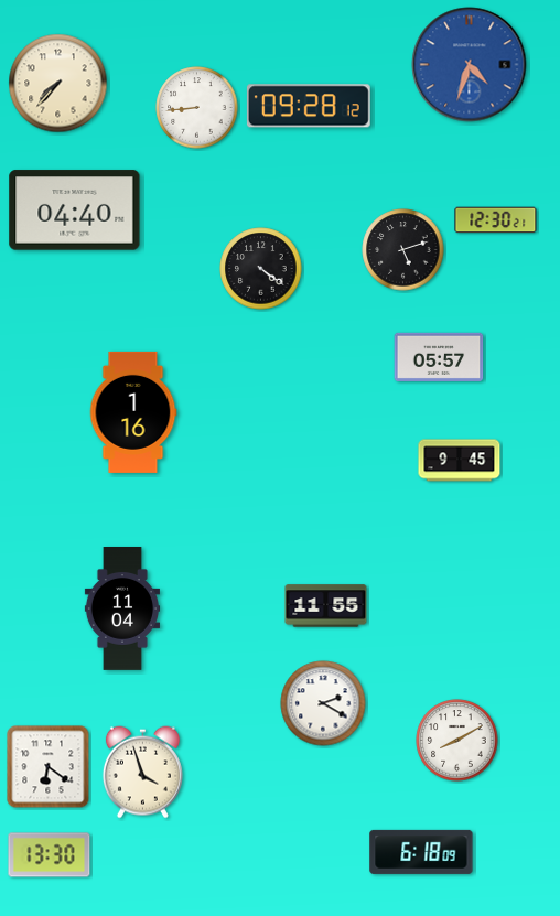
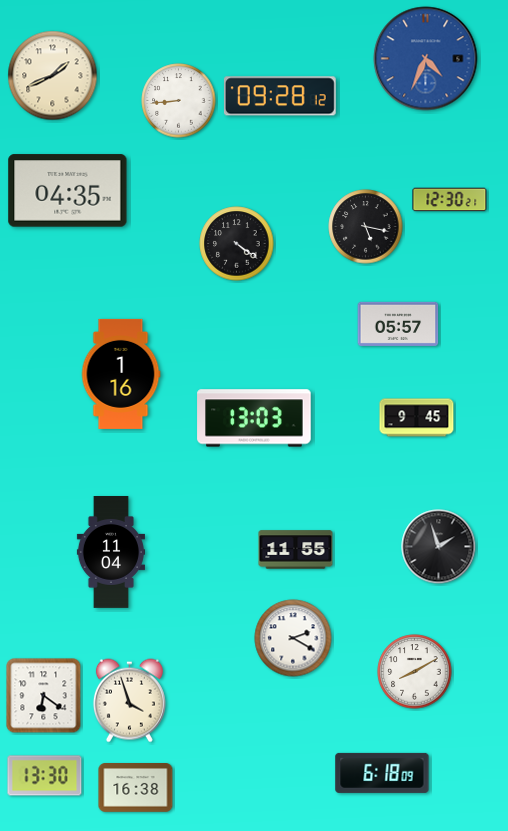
clock at (470, 65): 4:33 -> 4:34
clock at (58, 84): 7:37 -> 1:41
clock at (197, 108) position: (197, 108) -> (179, 101)
clock at (75, 211): 04:40 -> 04:35
clock at (403, 250): 5:12 -> 5:17
clock at (254, 418): none -> 13:03
clock at (439, 547): none -> 1:57
clock at (136, 788): none -> 16:38
